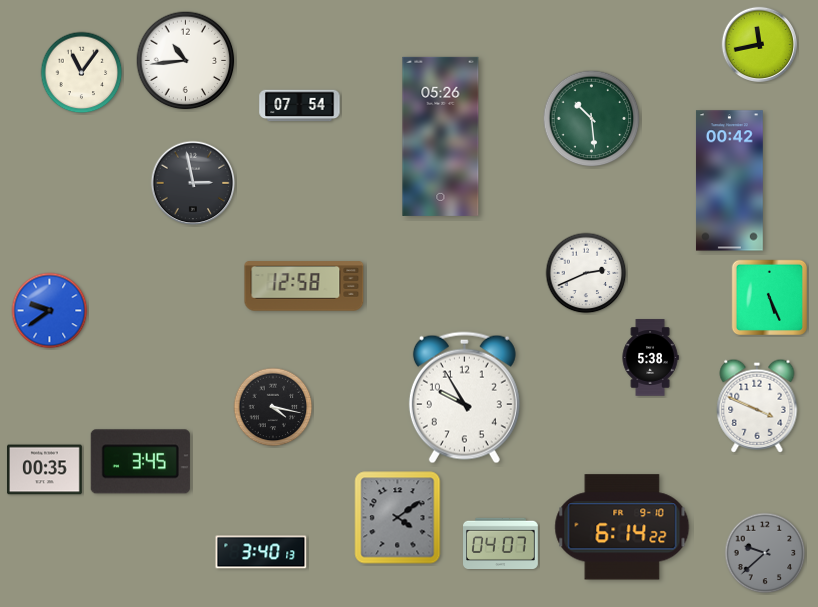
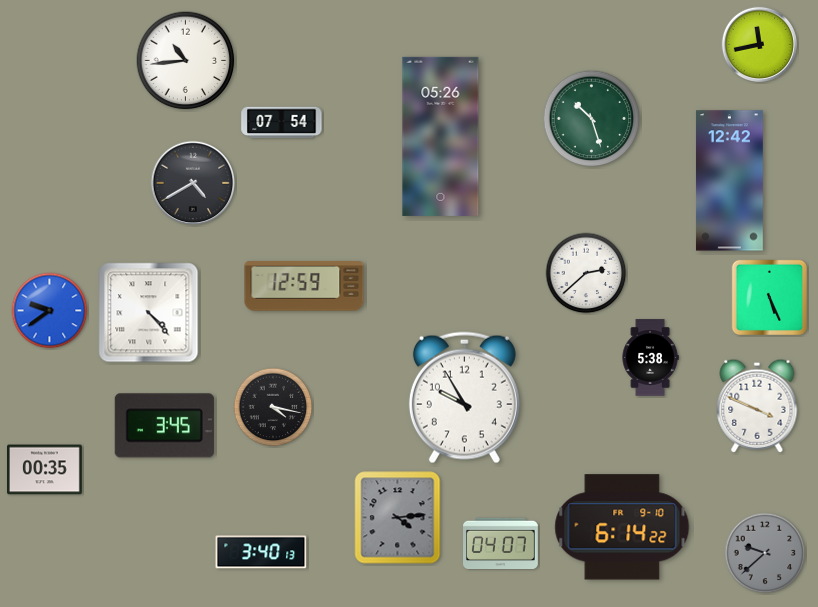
clock at (82, 73): 11:06 -> none
clock at (300, 106) position: (300, 106) -> (282, 123)
clock at (592, 119): 10:29 -> 10:27
clock at (729, 181): 00:42 -> 12:42
clock at (193, 183): 2:58 -> 4:40
clock at (586, 273): 2:41 -> 2:38
clock at (304, 286): 12:58 -> 12:59
clock at (149, 313): none -> 4:23
clock at (140, 462) position: (140, 462) -> (164, 426)
clock at (398, 518): 4:09 -> 4:14
